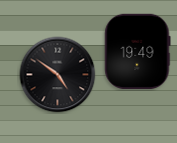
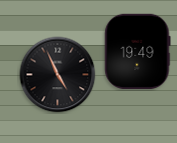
clock at (58, 75): 4:51 -> 4:56
